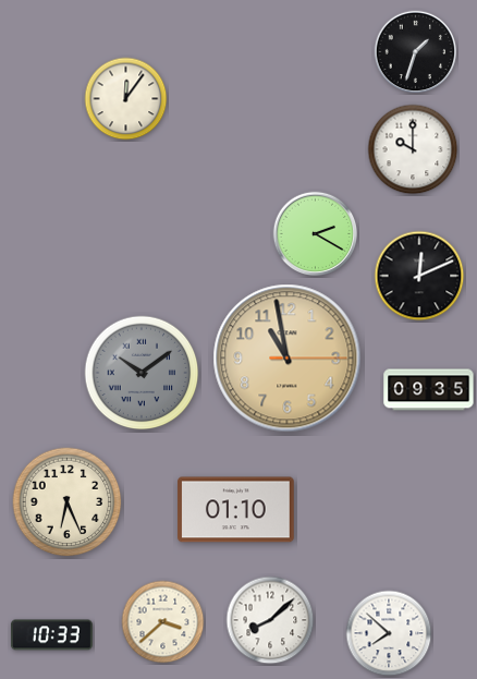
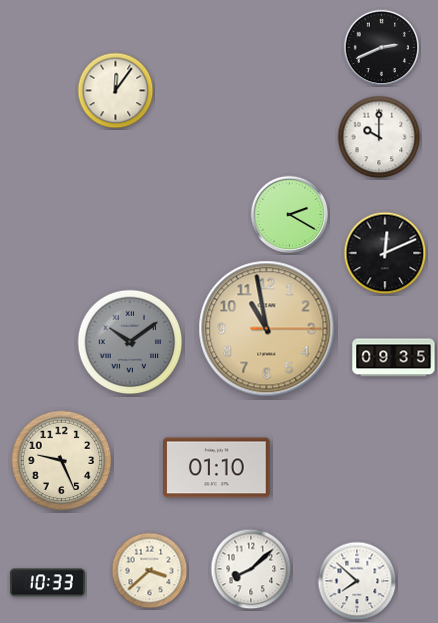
clock at (416, 52): 1:33 -> 2:41
clock at (288, 359) position: (288, 359) -> (267, 329)
clock at (68, 502): 6:26 -> 9:26
clock at (270, 620) position: (270, 620) -> (251, 569)
